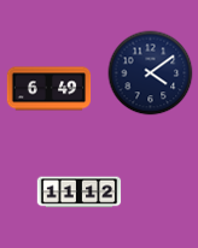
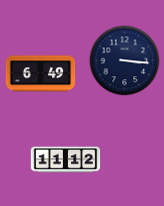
clock at (151, 73): 4:09 -> 3:16
